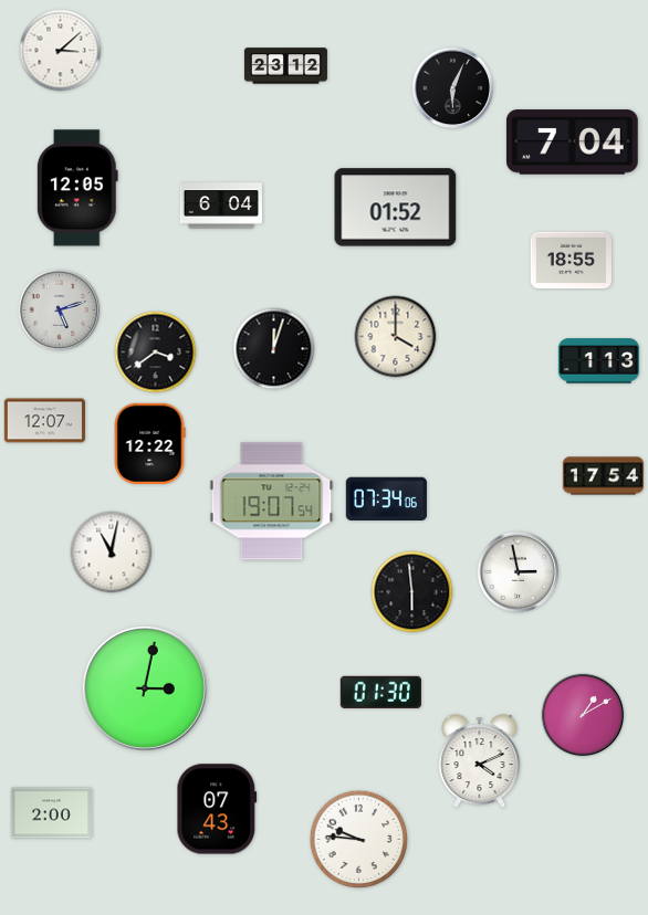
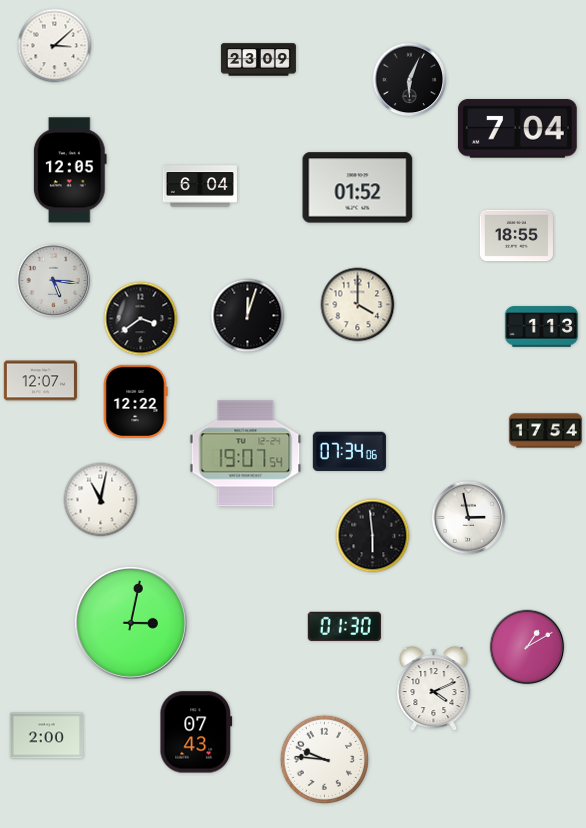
clock at (285, 66): 23:12 -> 23:09
clock at (60, 311): 5:12 -> 5:16
